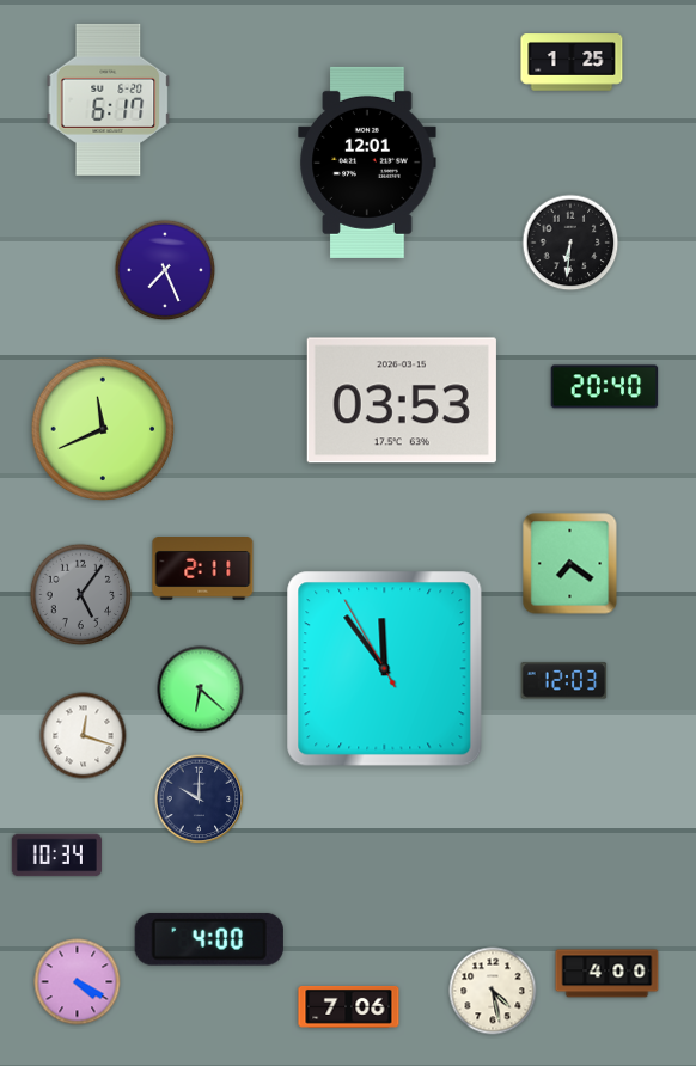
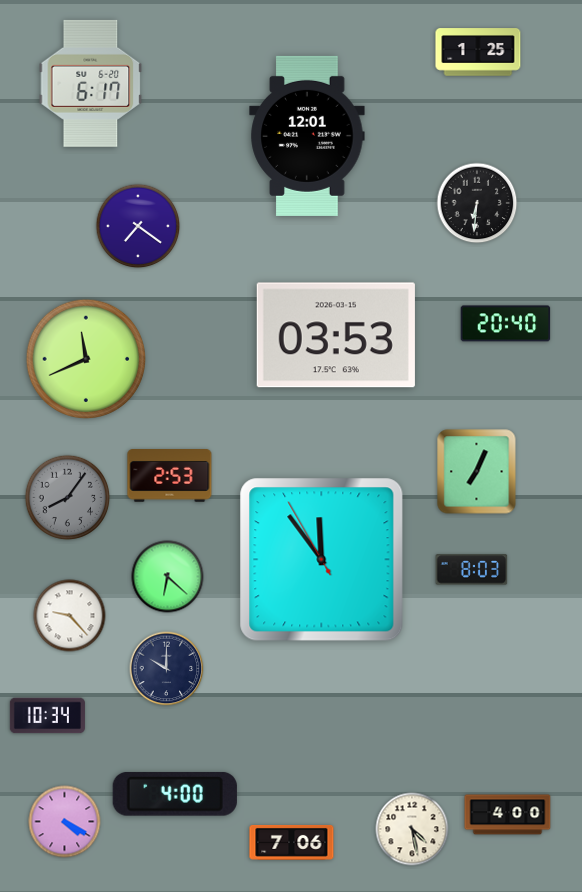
clock at (165, 270): 7:26 -> 7:21
clock at (570, 564): 7:21 -> 7:04
clock at (203, 569): 2:11 -> 2:53
clock at (81, 595): 5:06 -> 8:06
clock at (564, 681): 12:03 -> 8:03
clock at (84, 736): 12:18 -> 9:23
clock at (209, 939) position: (209, 939) -> (175, 794)
